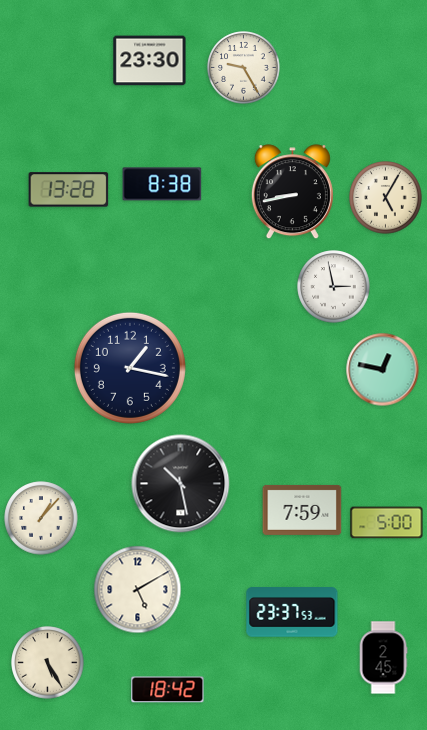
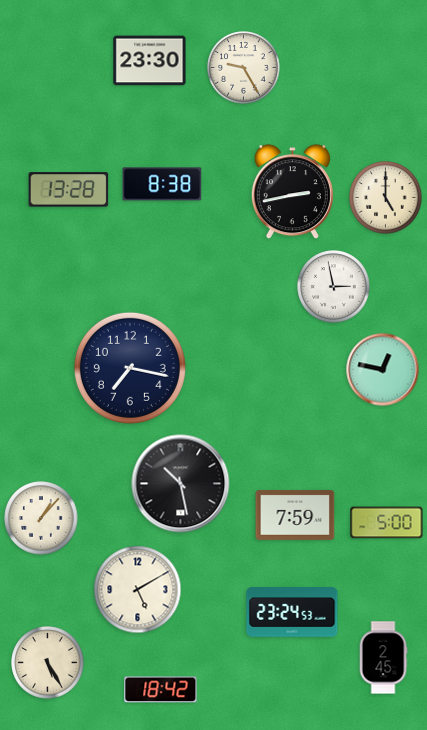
clock at (292, 192): 8:43 -> 2:43
clock at (386, 198): 5:05 -> 5:00
clock at (130, 368): 1:17 -> 7:17
clock at (302, 510) position: (302, 510) -> (295, 515)
clock at (292, 612): 23:37 -> 23:24
clock at (168, 690) position: (168, 690) -> (161, 690)
